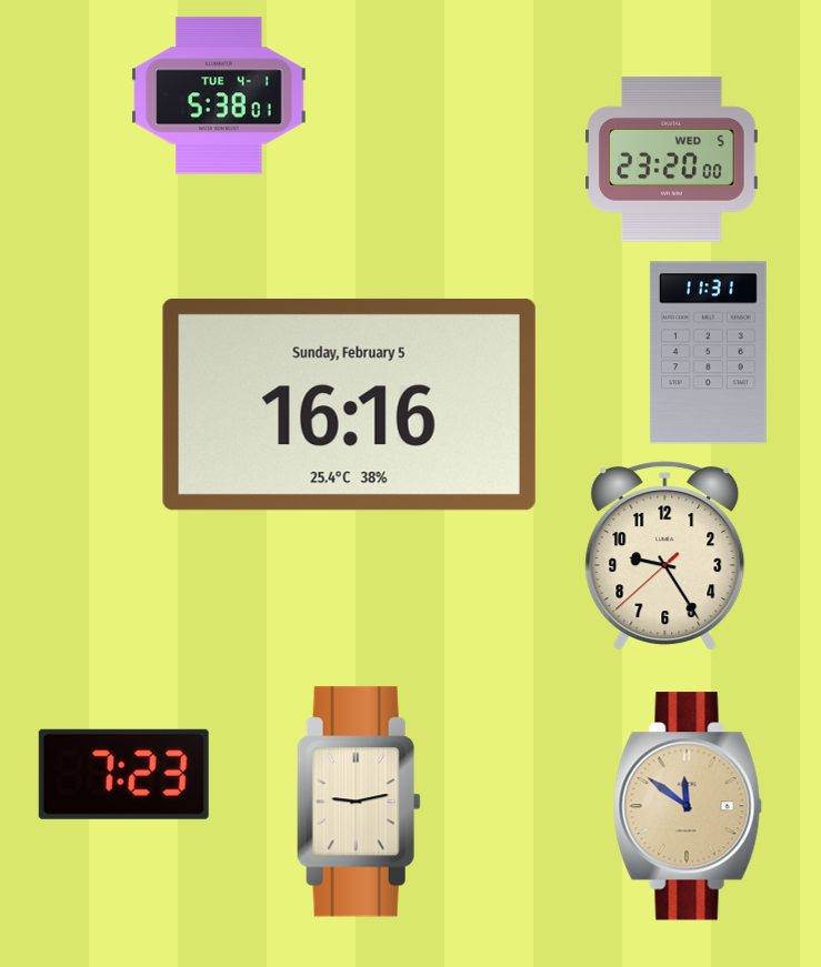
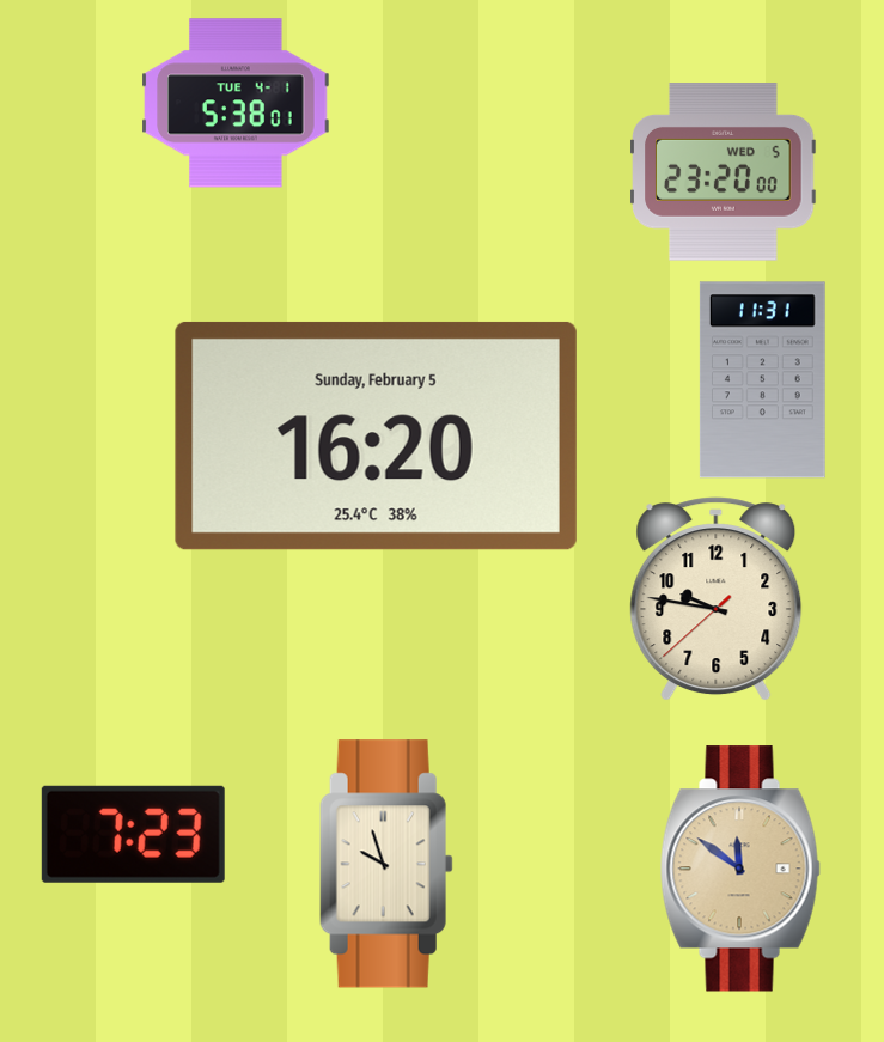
clock at (349, 404): 16:16 -> 16:20
clock at (665, 556): 9:24 -> 9:46
clock at (359, 802): 9:13 -> 9:57
